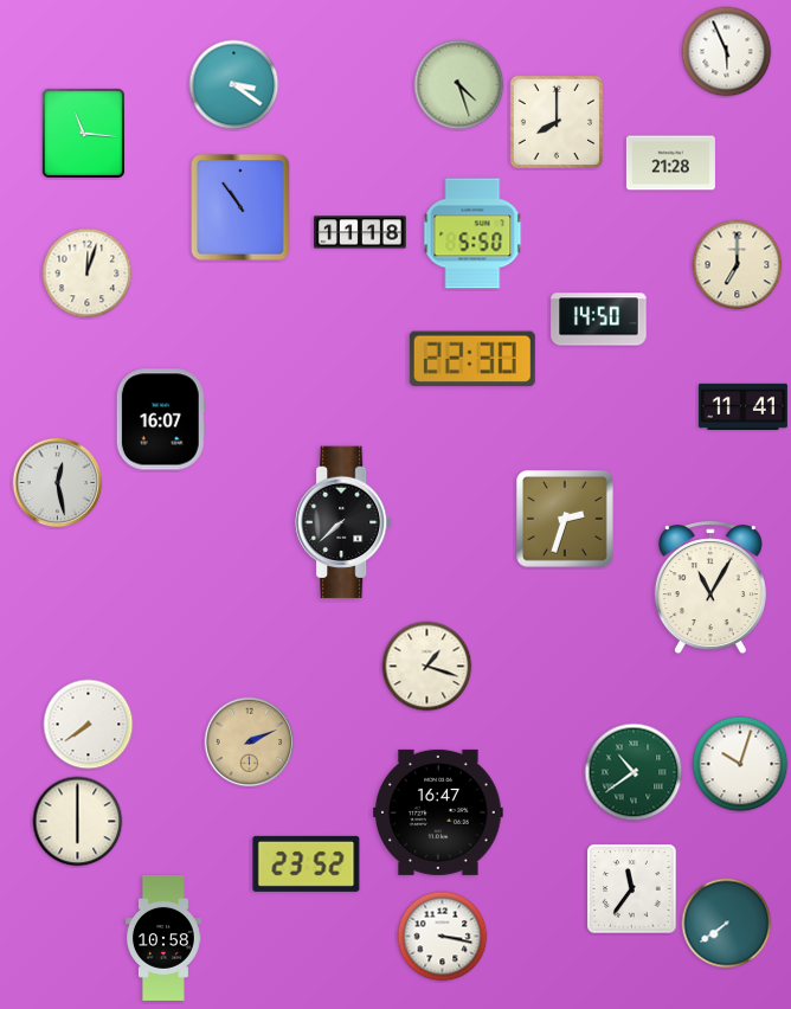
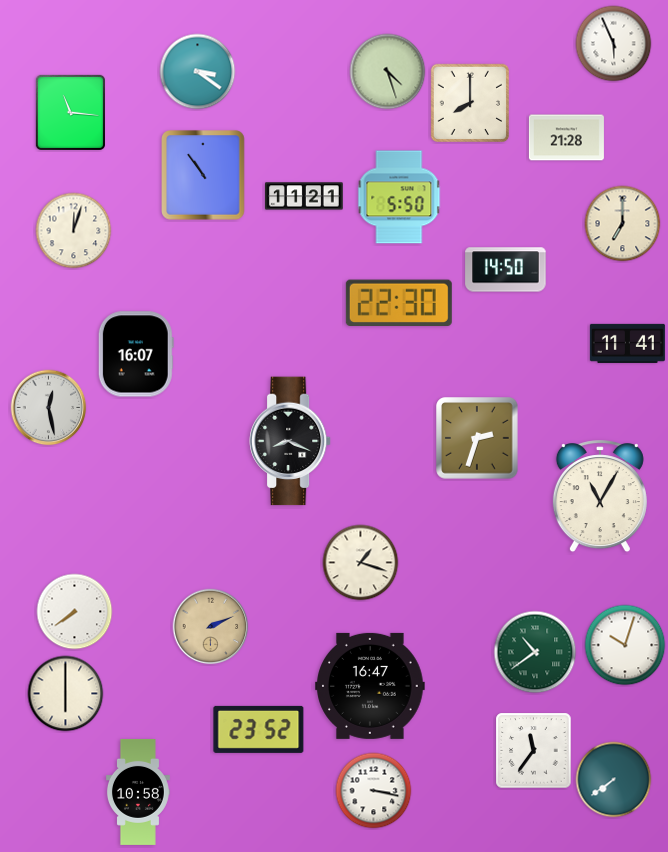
clock at (360, 232): 11:18 -> 11:21
clock at (343, 522): 7:38 -> 8:19
